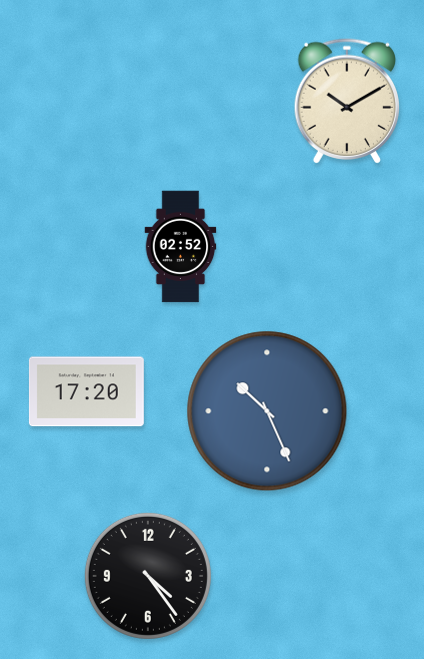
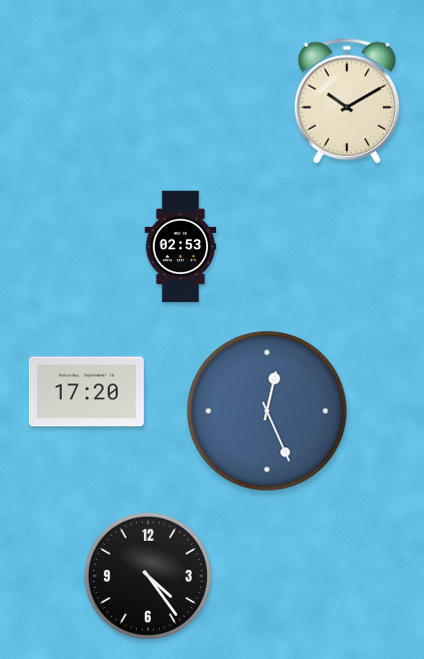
clock at (181, 247): 02:52 -> 02:53
clock at (267, 411): 10:26 -> 12:26
